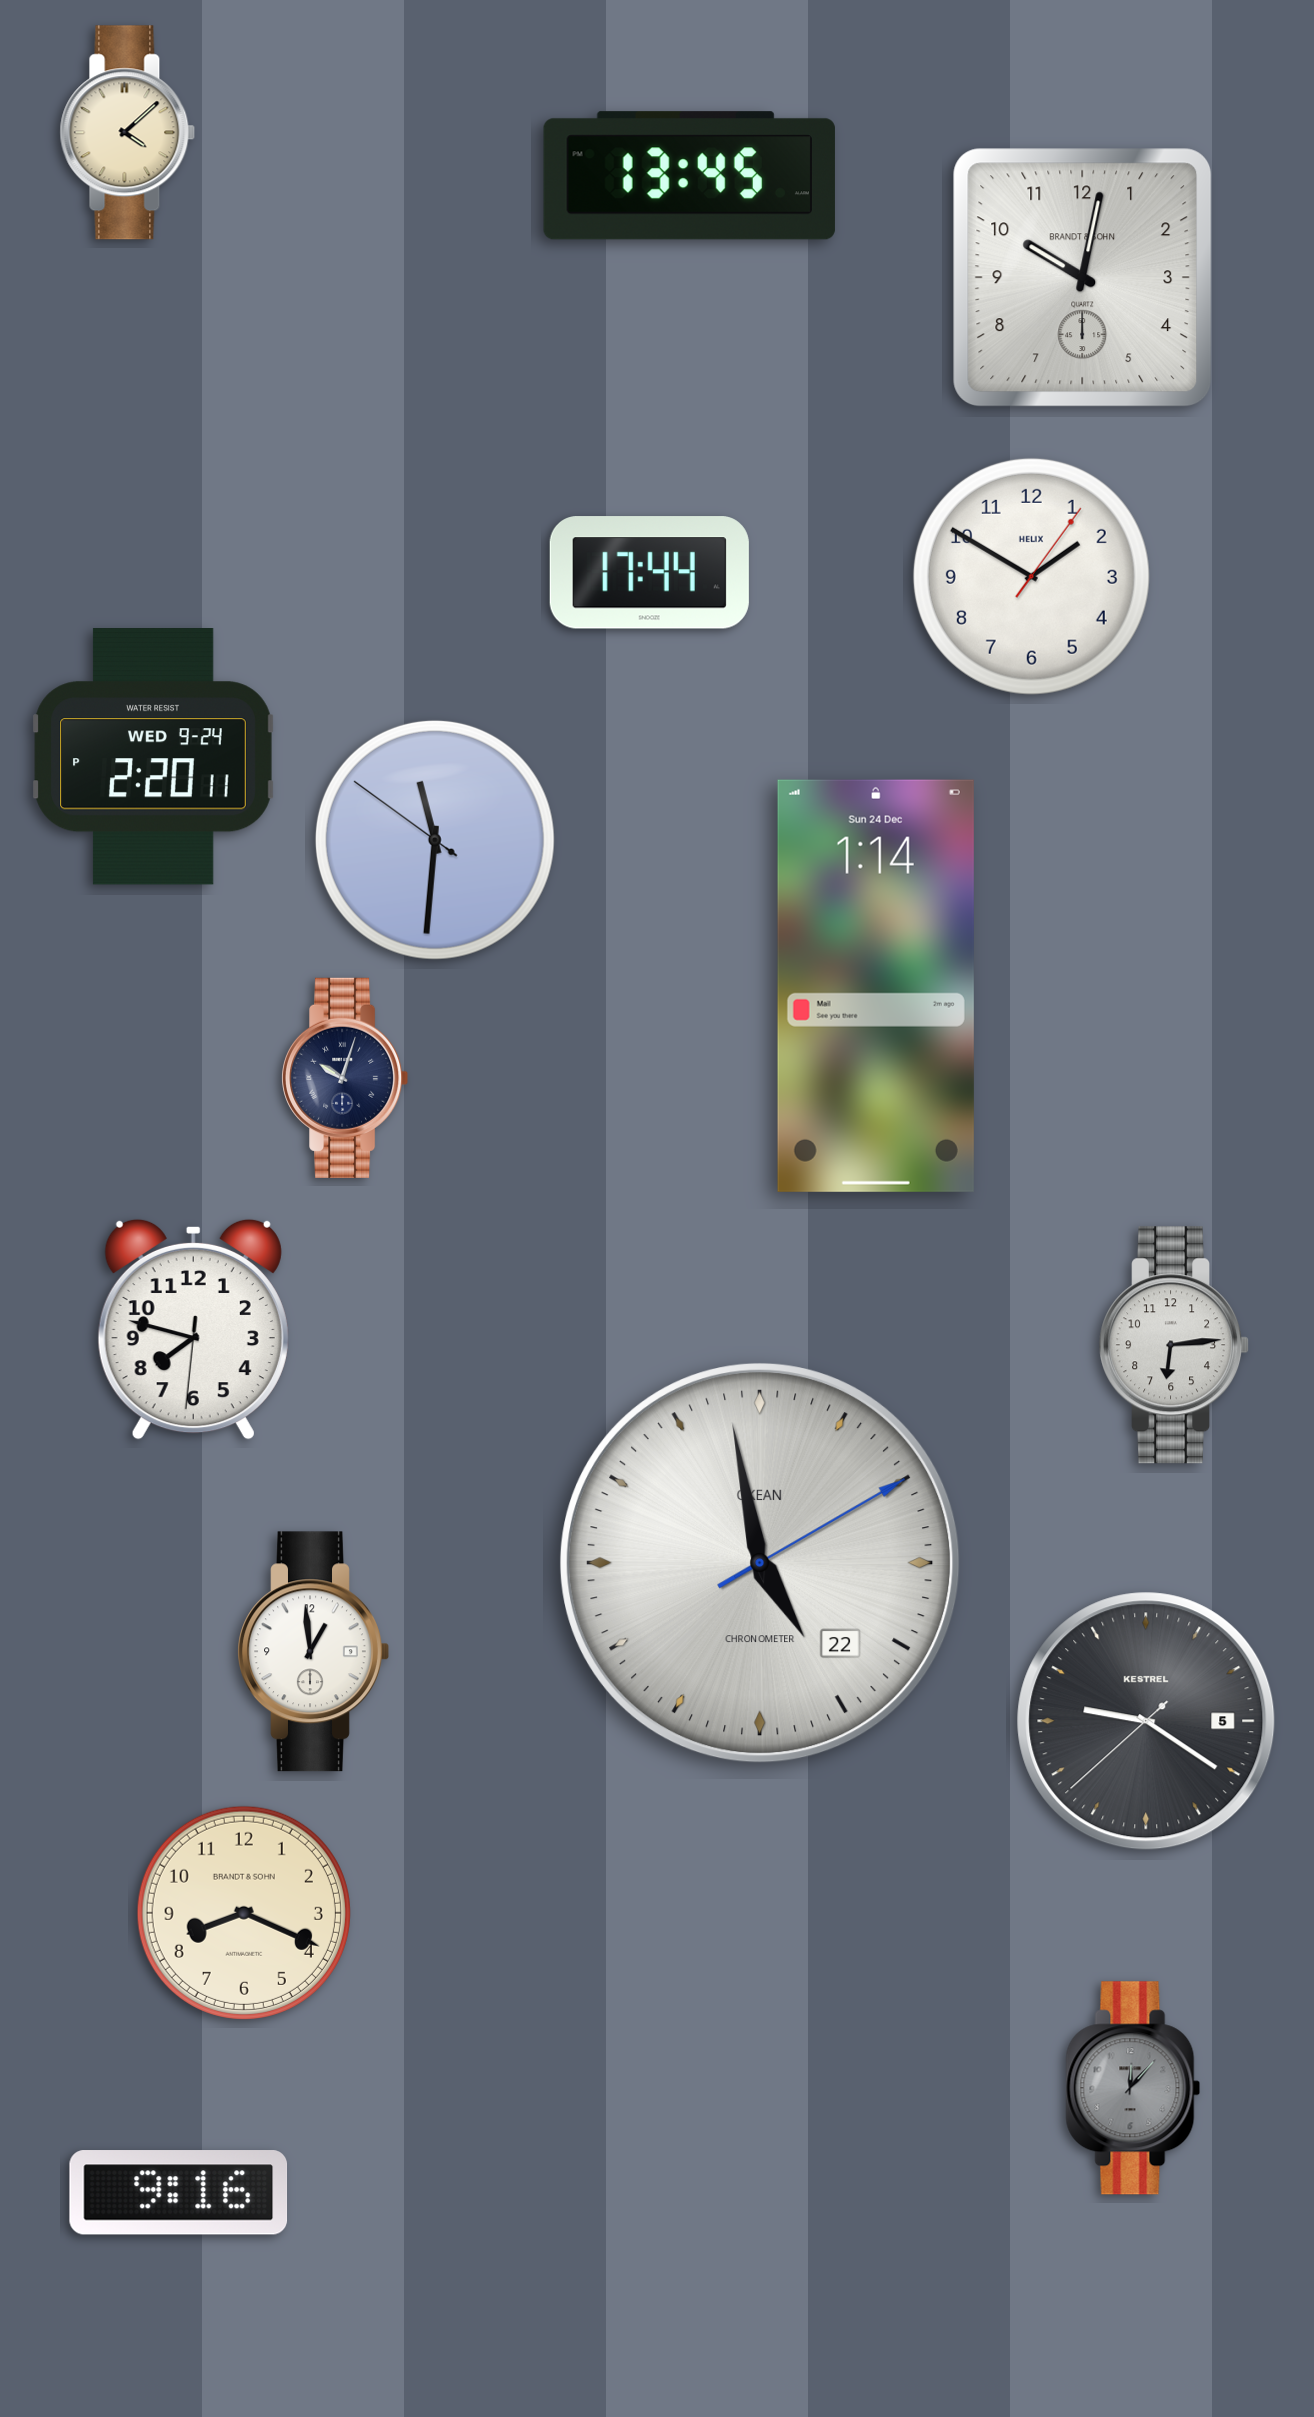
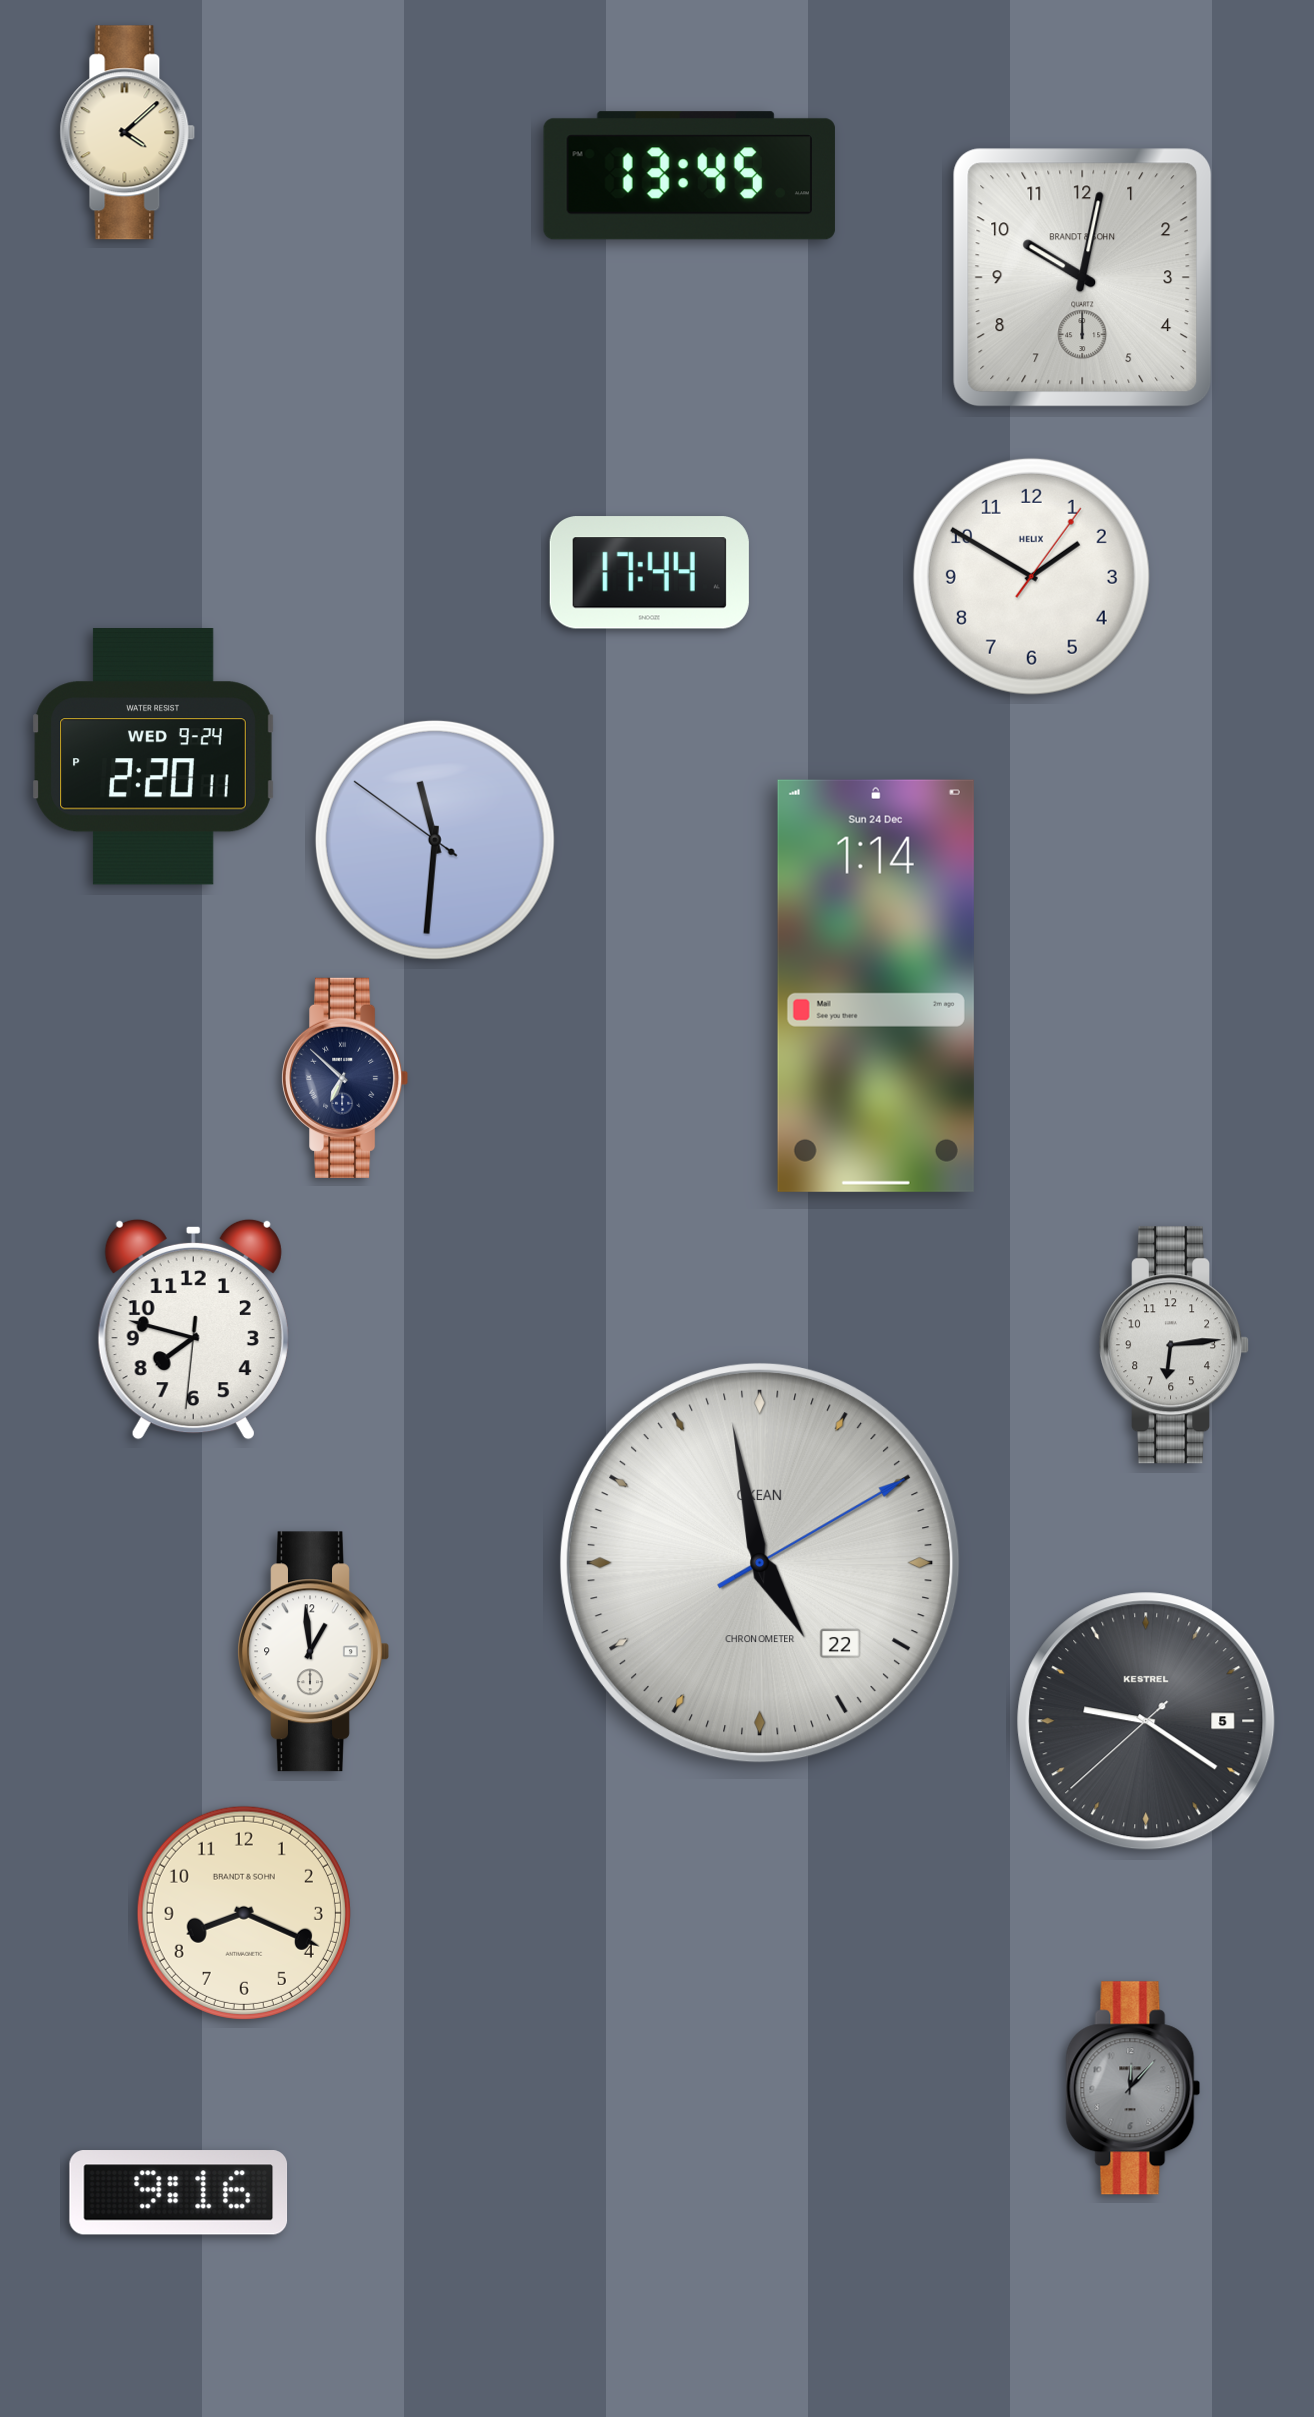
clock at (345, 1078): 10:03 -> 6:52
